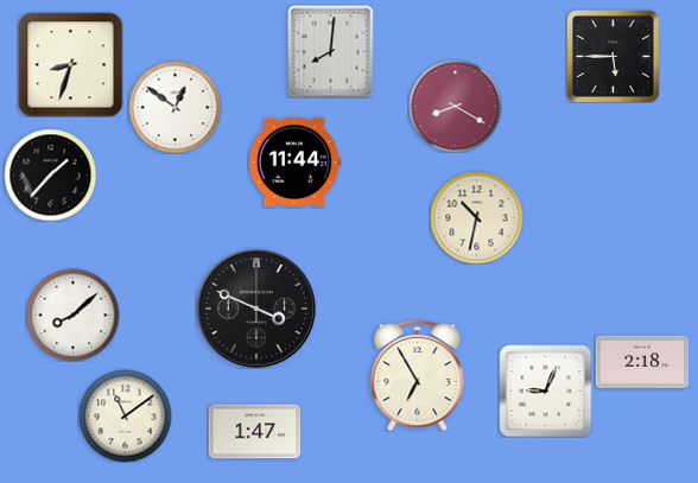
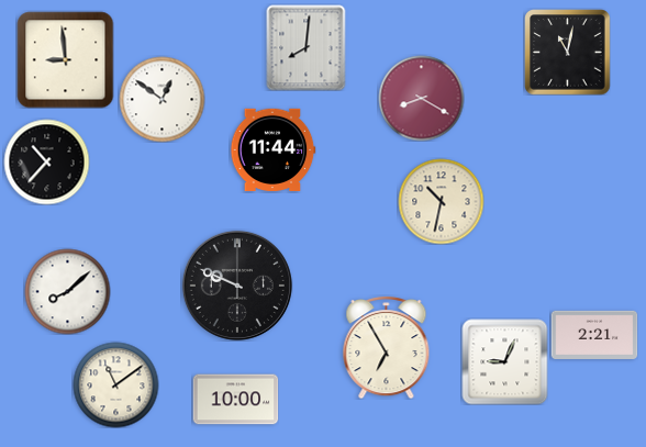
clock at (613, 56): 5:45 -> 11:02
clock at (70, 64): 8:33 -> 8:59
clock at (50, 174): 1:37 -> 10:37
clock at (256, 309): 3:49 -> 9:49
clock at (642, 362): 2:18 -> 2:21
clock at (254, 432): 1:47 -> 10:00
